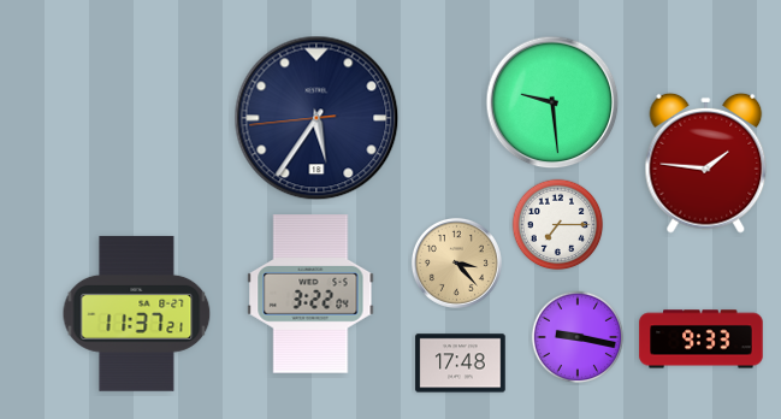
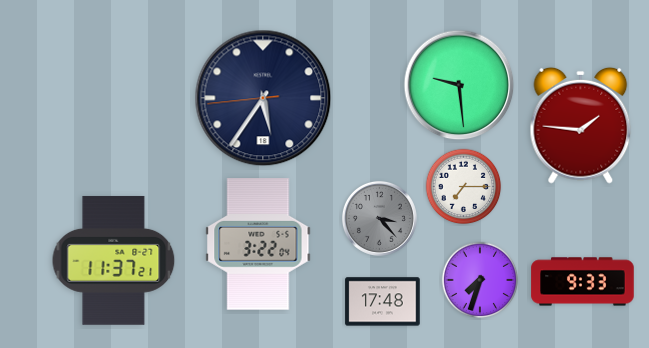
clock at (706, 163) position: (706, 163) -> (581, 125)
clock at (456, 262) dial: champagne -> grey
clock at (578, 337): 9:17 -> 7:33
